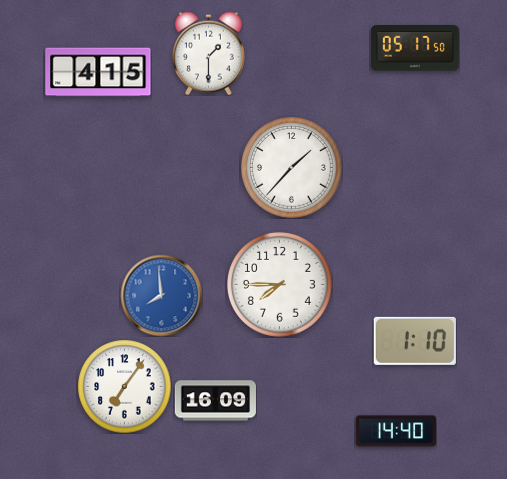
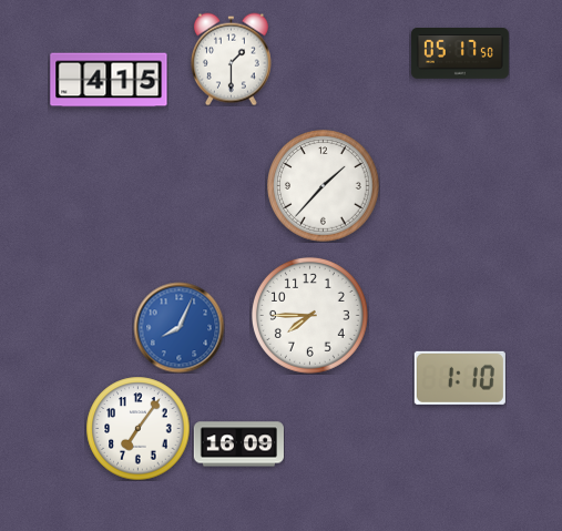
clock at (161, 295): 7:59 -> 8:04
clock at (395, 431): 14:40 -> none
